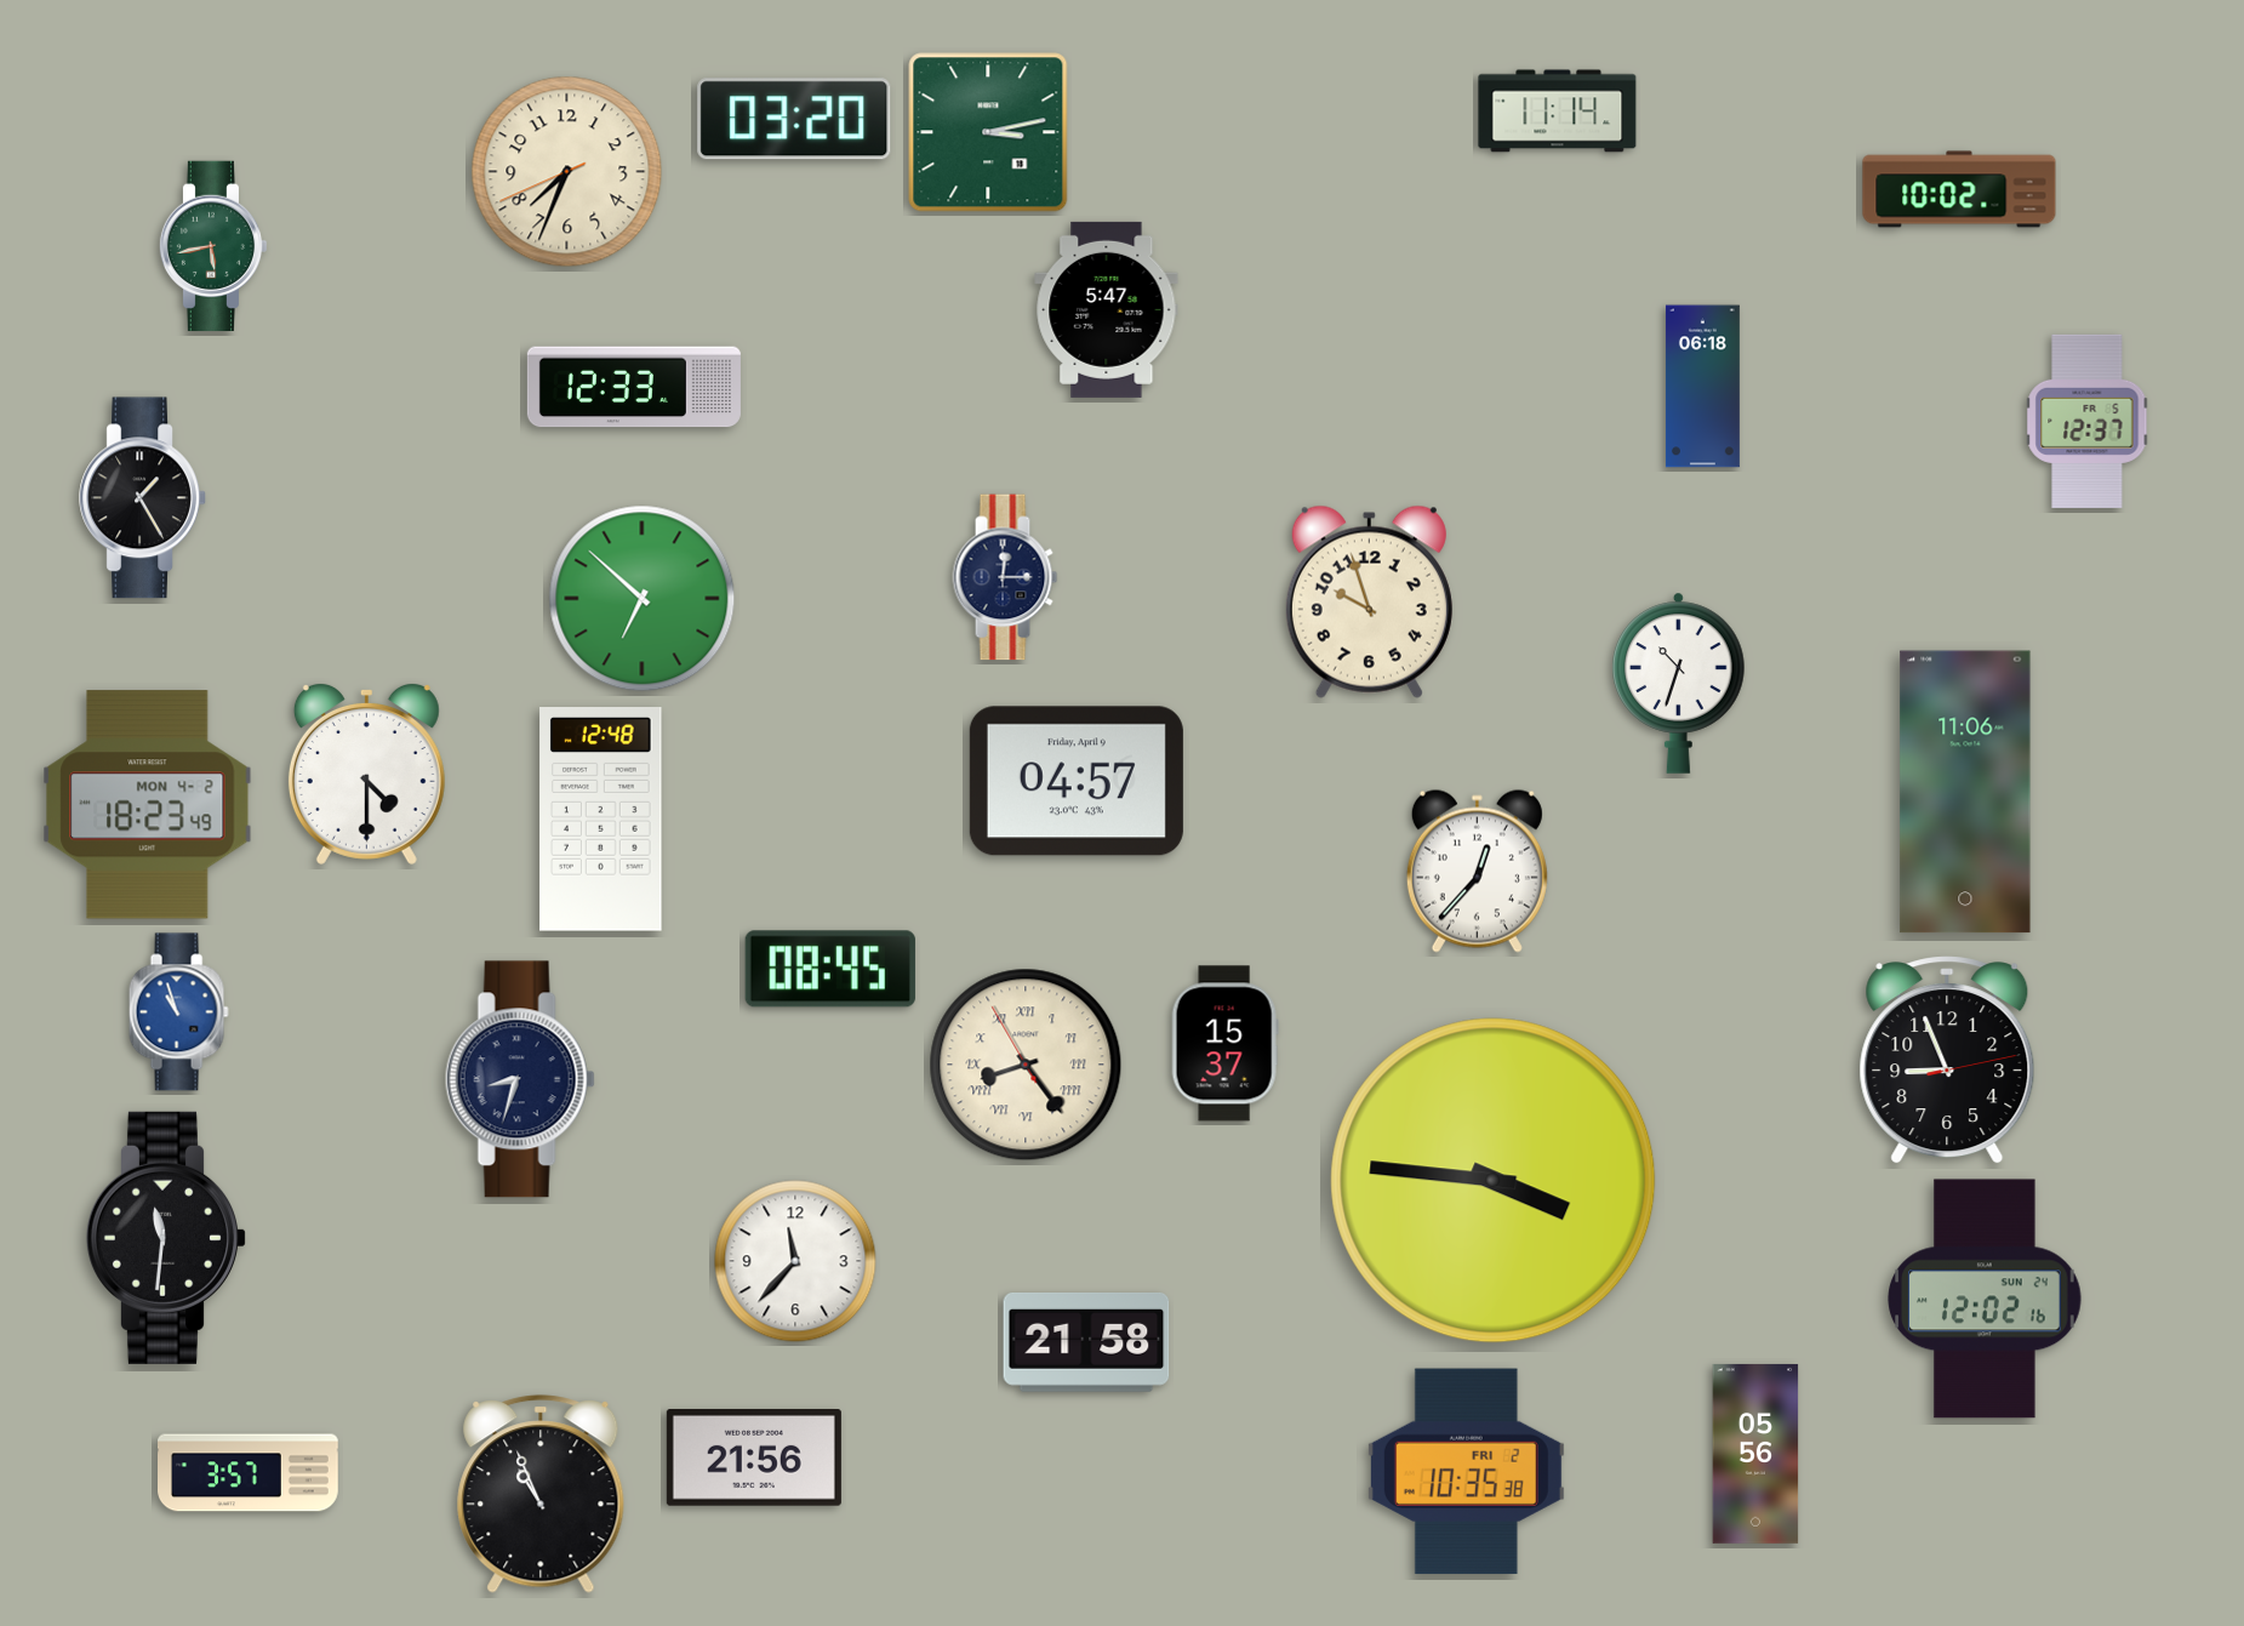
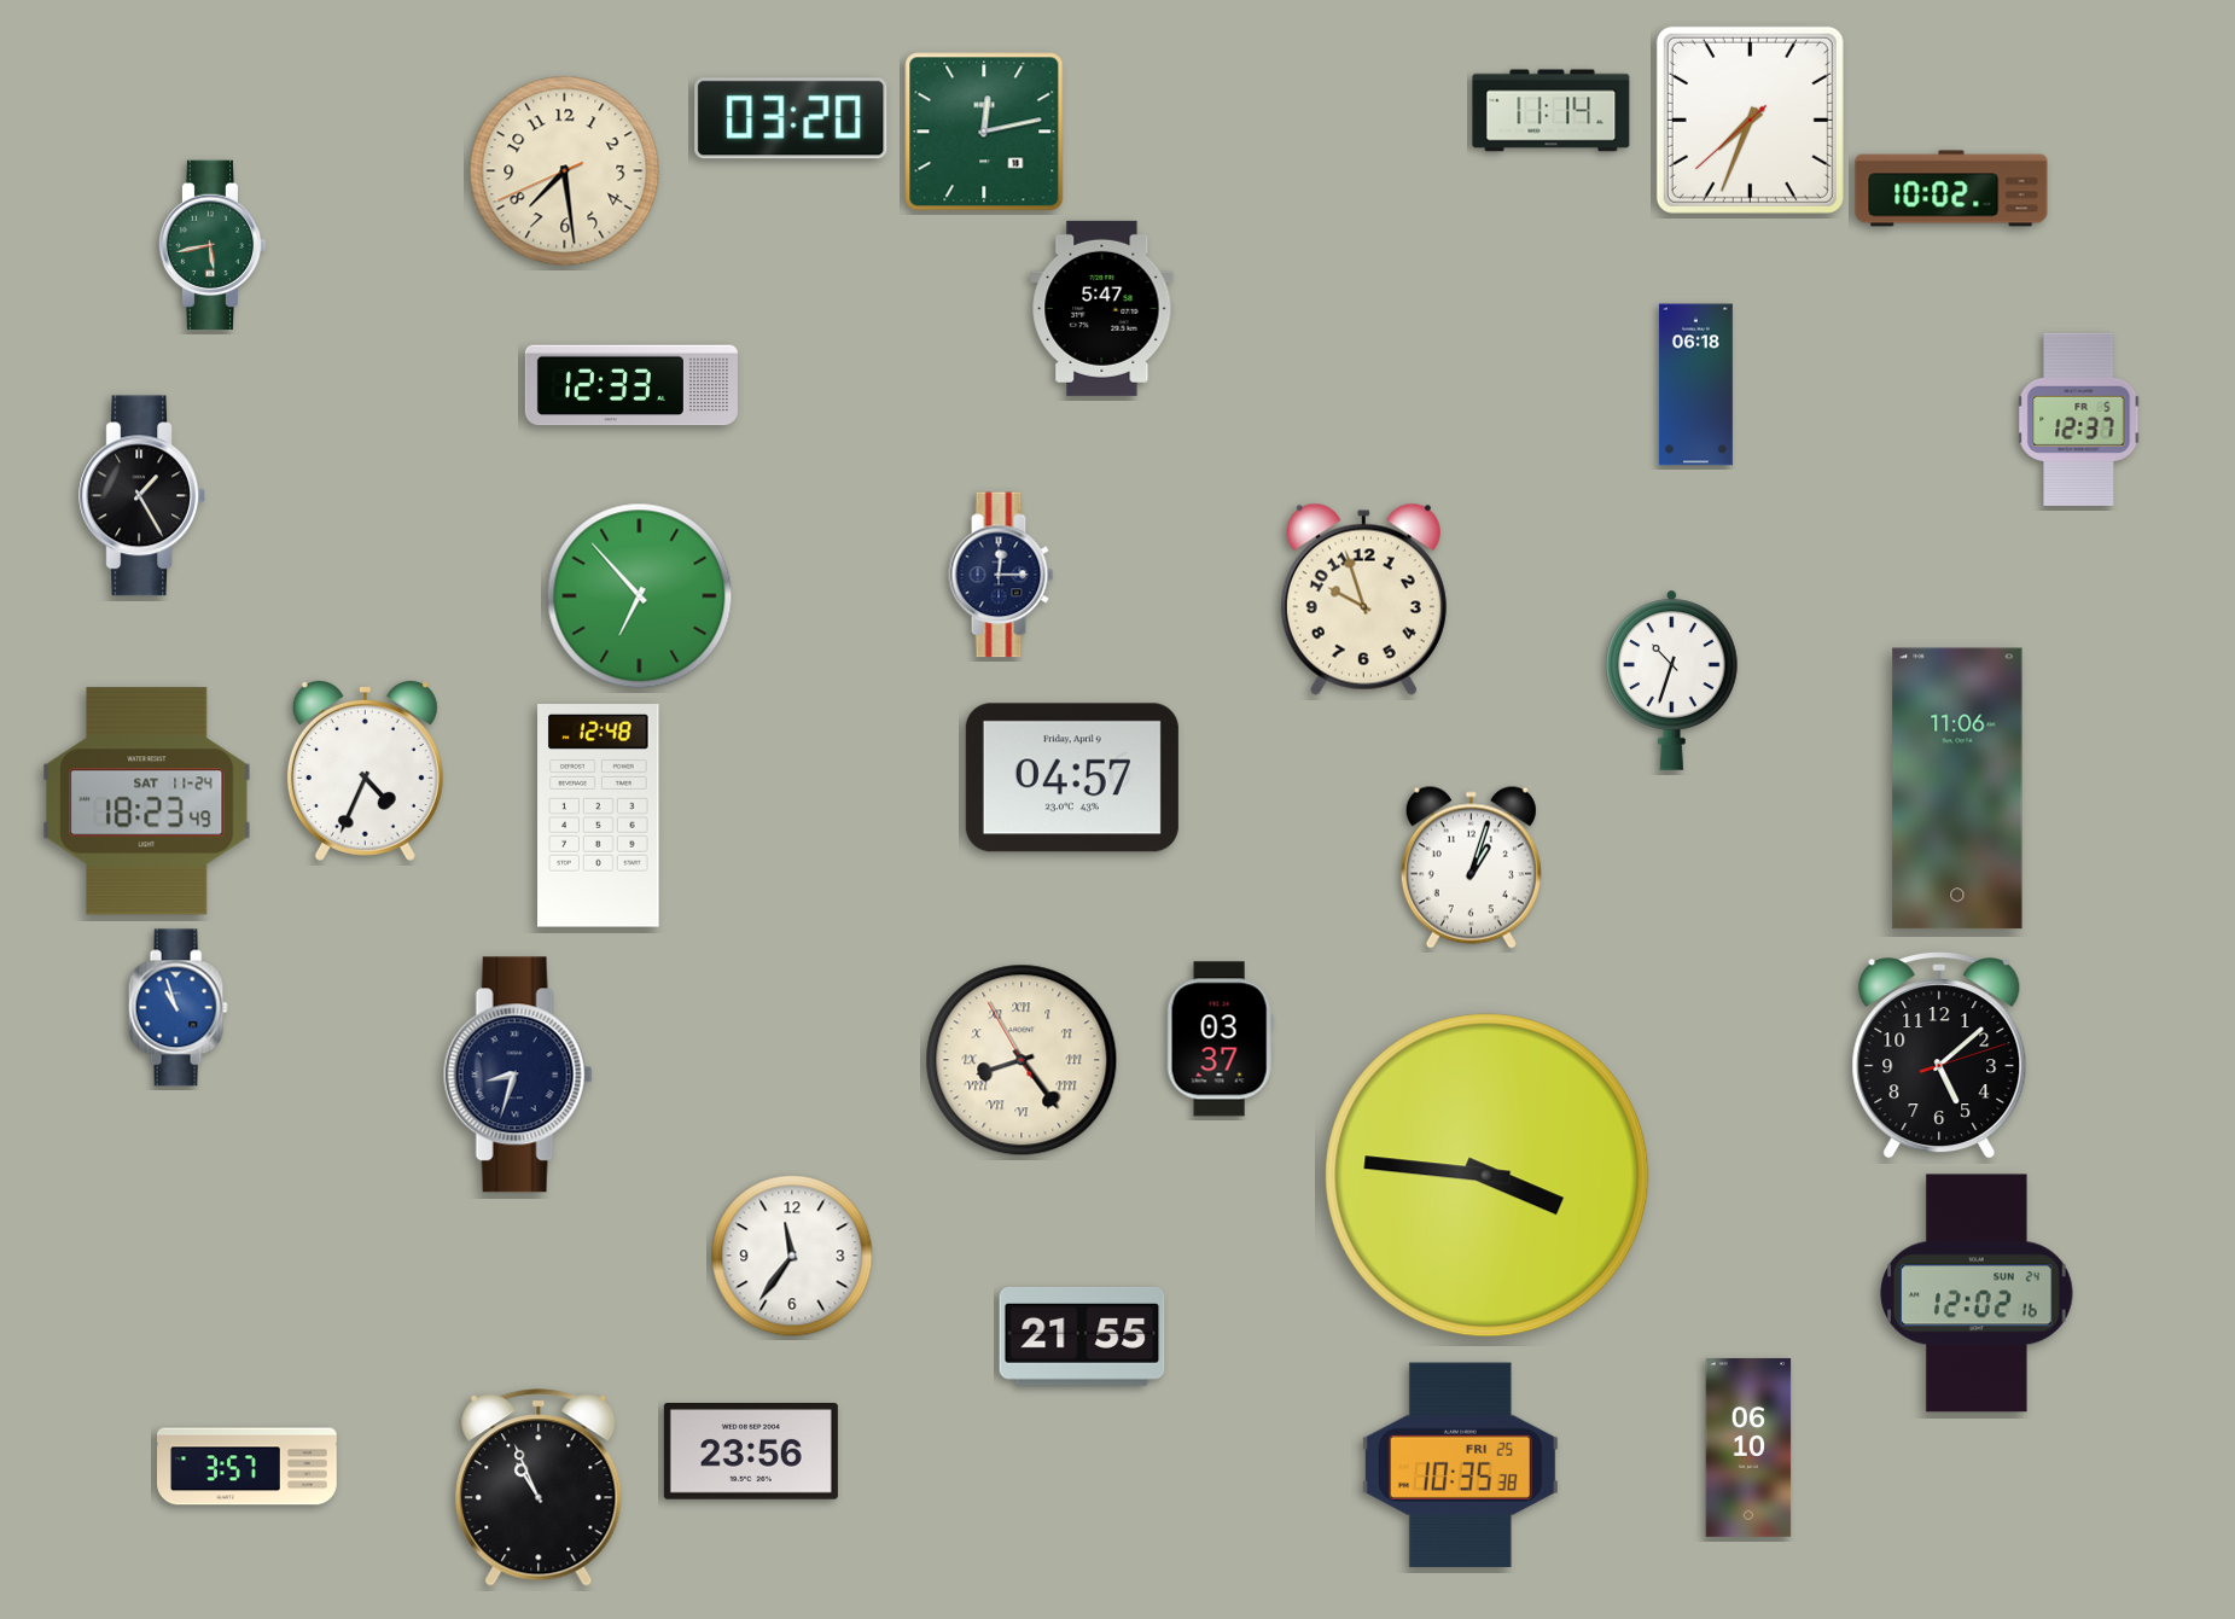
clock at (1750, 120): none -> 7:33
clock at (988, 132): 3:13 -> 12:13
clock at (567, 172): 7:33 -> 7:28
clock at (643, 599): 6:52 -> 6:53
clock at (366, 775): 4:30 -> 4:34
clock at (148, 805) date: MON 4-2 -> SAT 11-24
clock at (1477, 871): 12:37 -> 1:03
clock at (830, 969): 08:45 -> none
clock at (1224, 1044): 15:37 -> 03:37
clock at (1947, 1060): 8:56 -> 5:08
clock at (166, 1238): 11:31 -> none
clock at (795, 1261): 11:37 -> 11:36
clock at (1086, 1343): 21:58 -> 21:55
clock at (1755, 1454): 05:56 -> 06:10
clock at (754, 1459): 21:56 -> 23:56
clock at (1466, 1472) date: FRI 2 -> FRI 25
